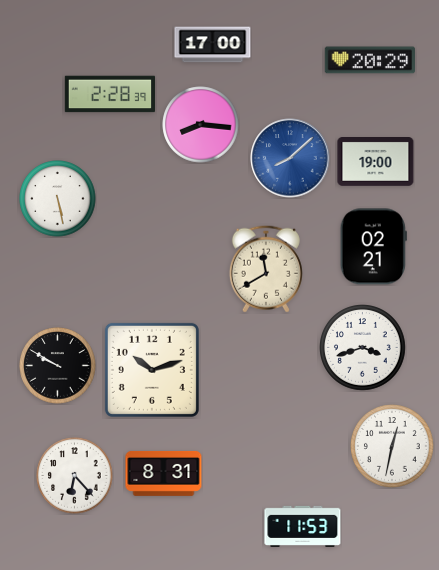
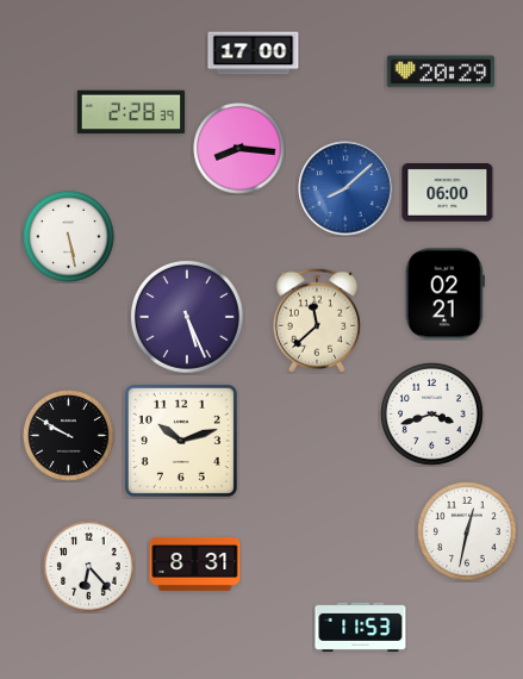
clock at (376, 162): 19:00 -> 06:00
clock at (187, 317): none -> 5:26
clock at (266, 269): 11:40 -> 11:38
